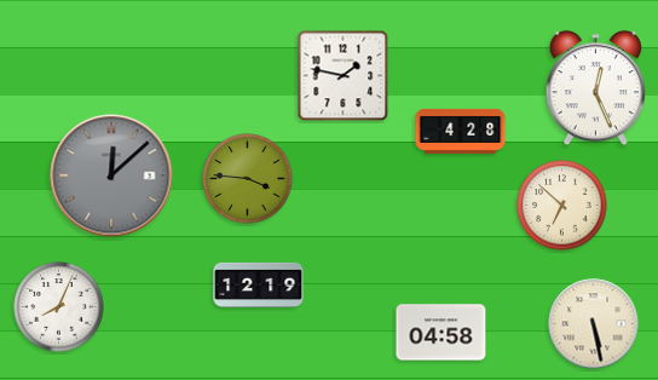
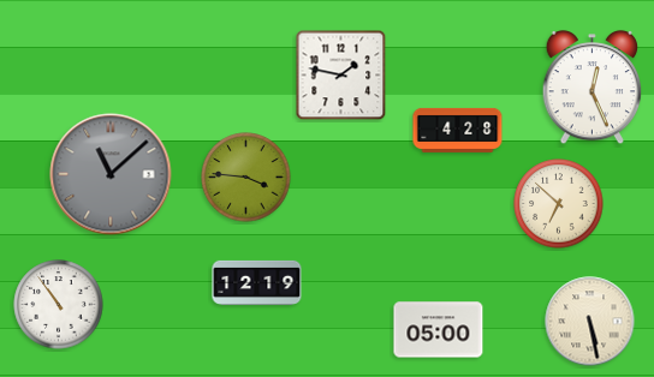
clock at (111, 175): 12:08 -> 11:08
clock at (59, 307): 8:04 -> 10:54
clock at (441, 333): 04:58 -> 05:00
